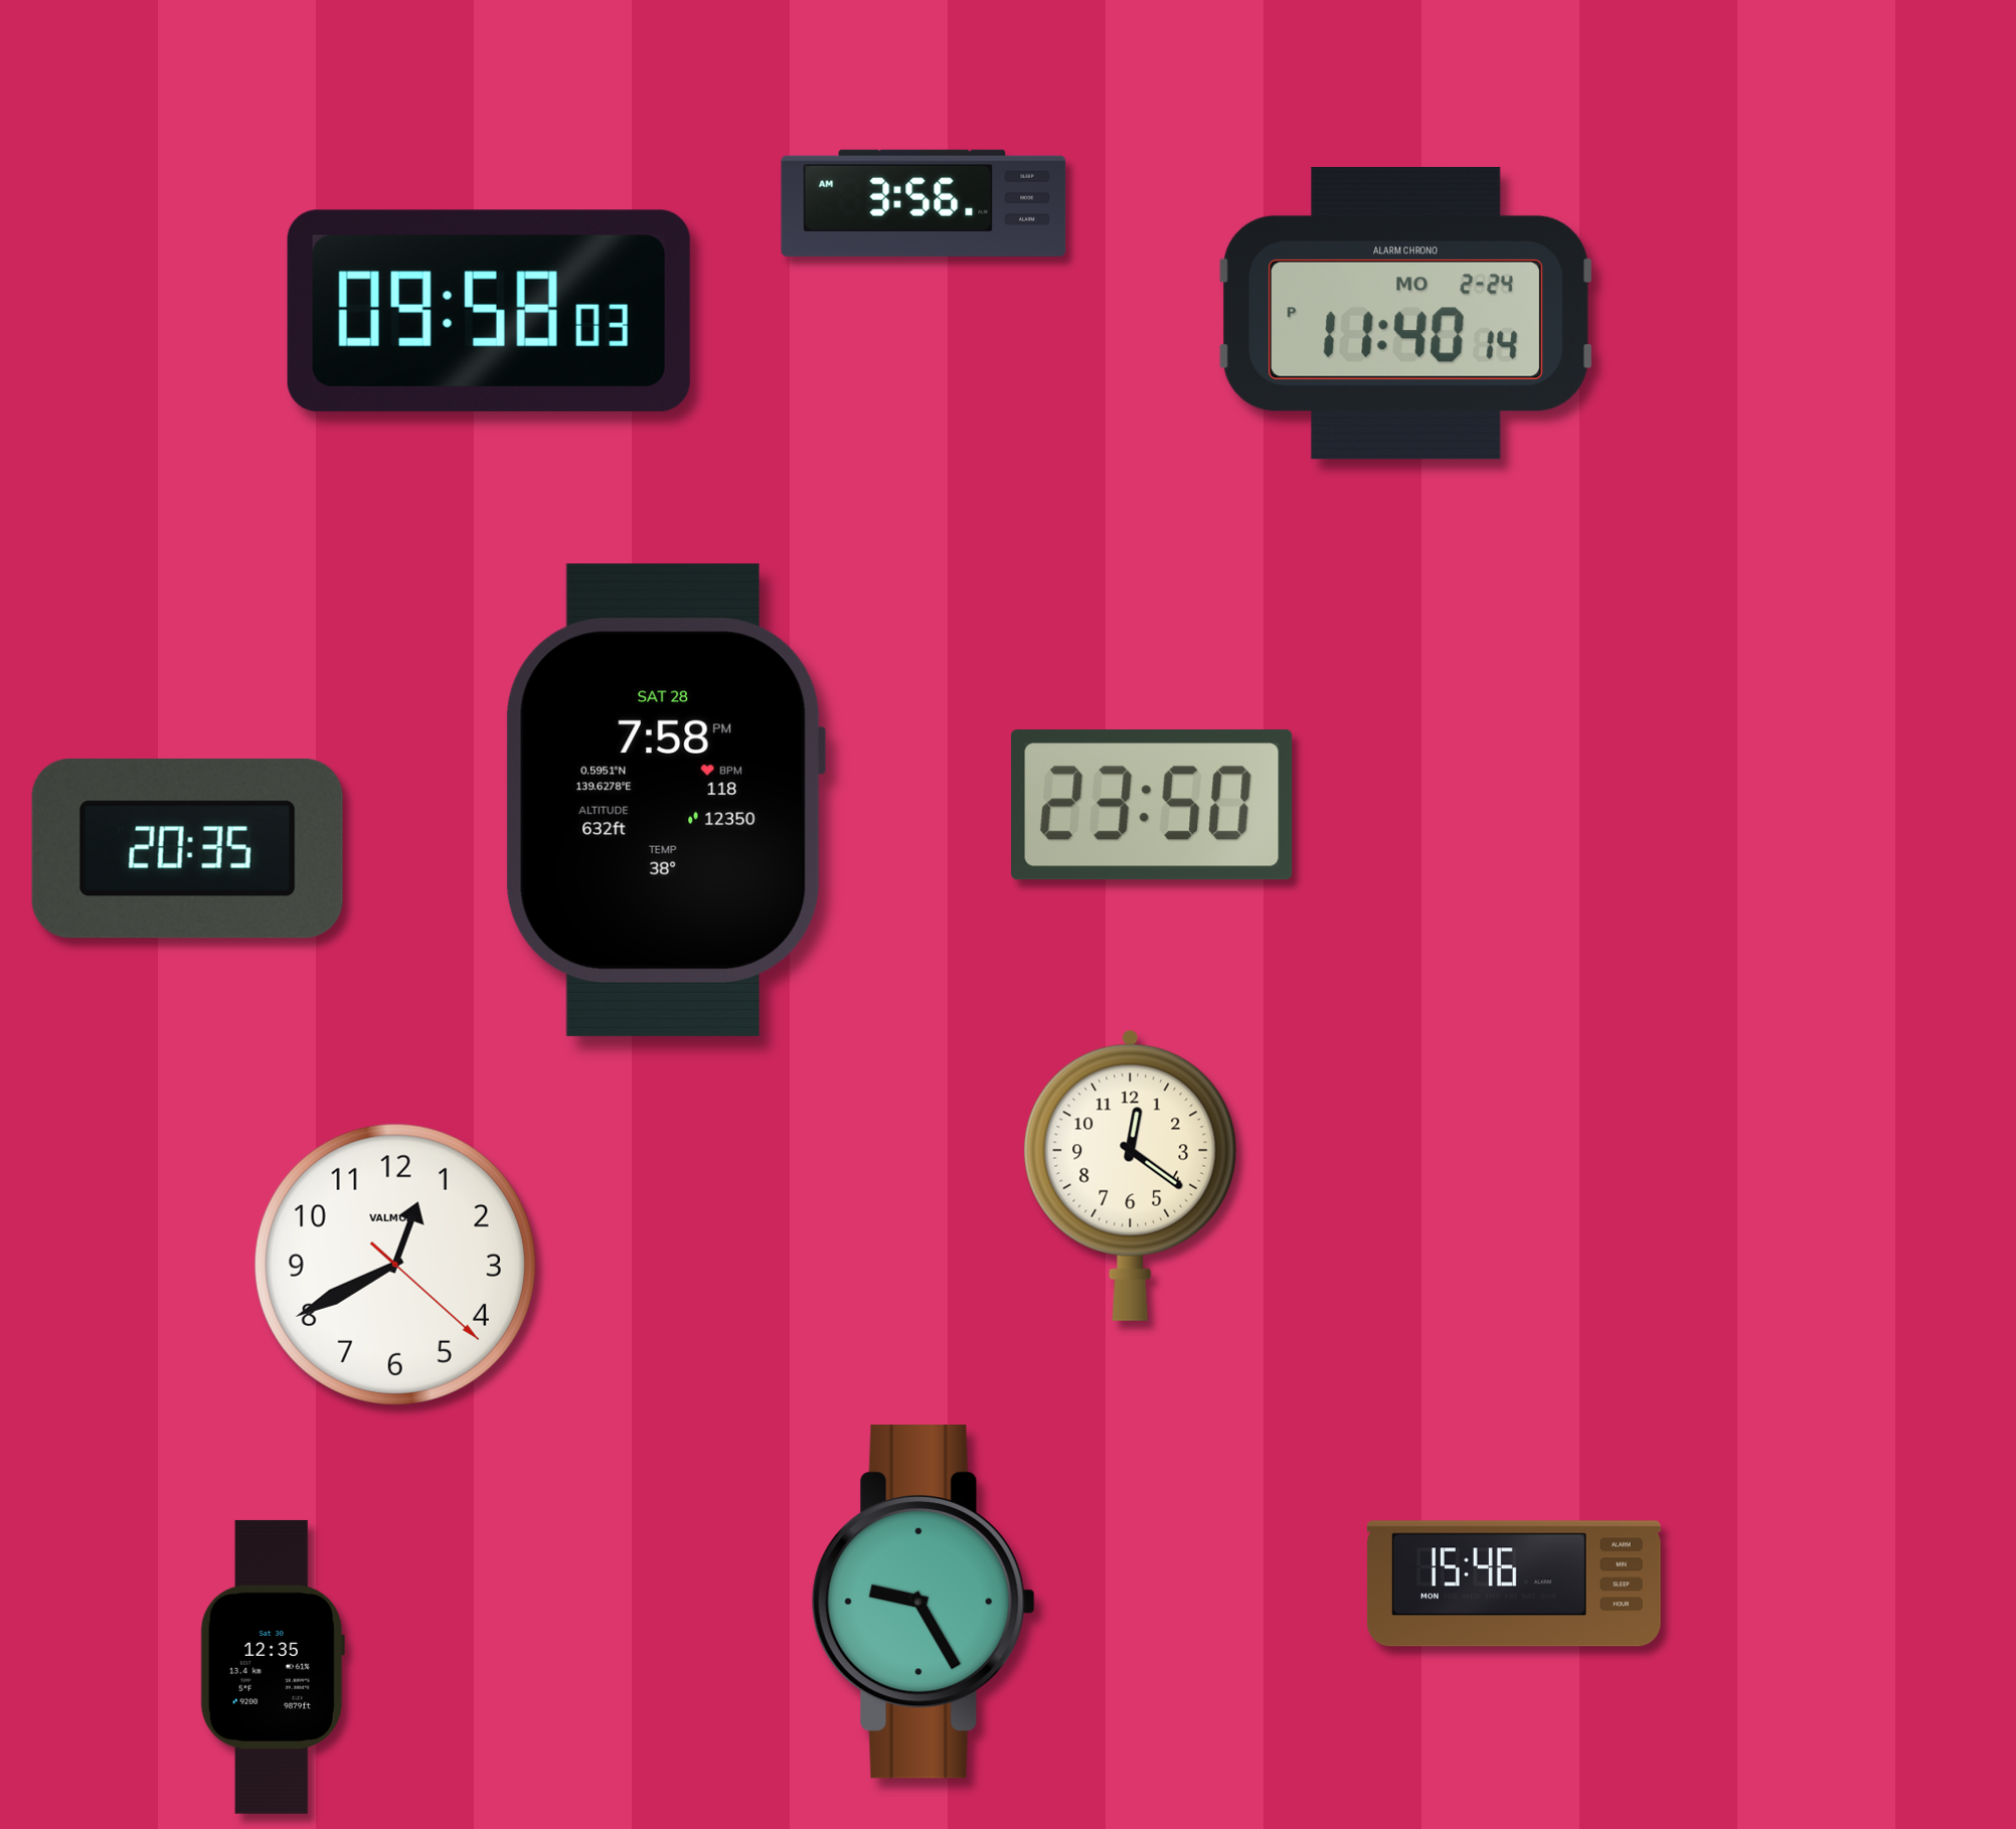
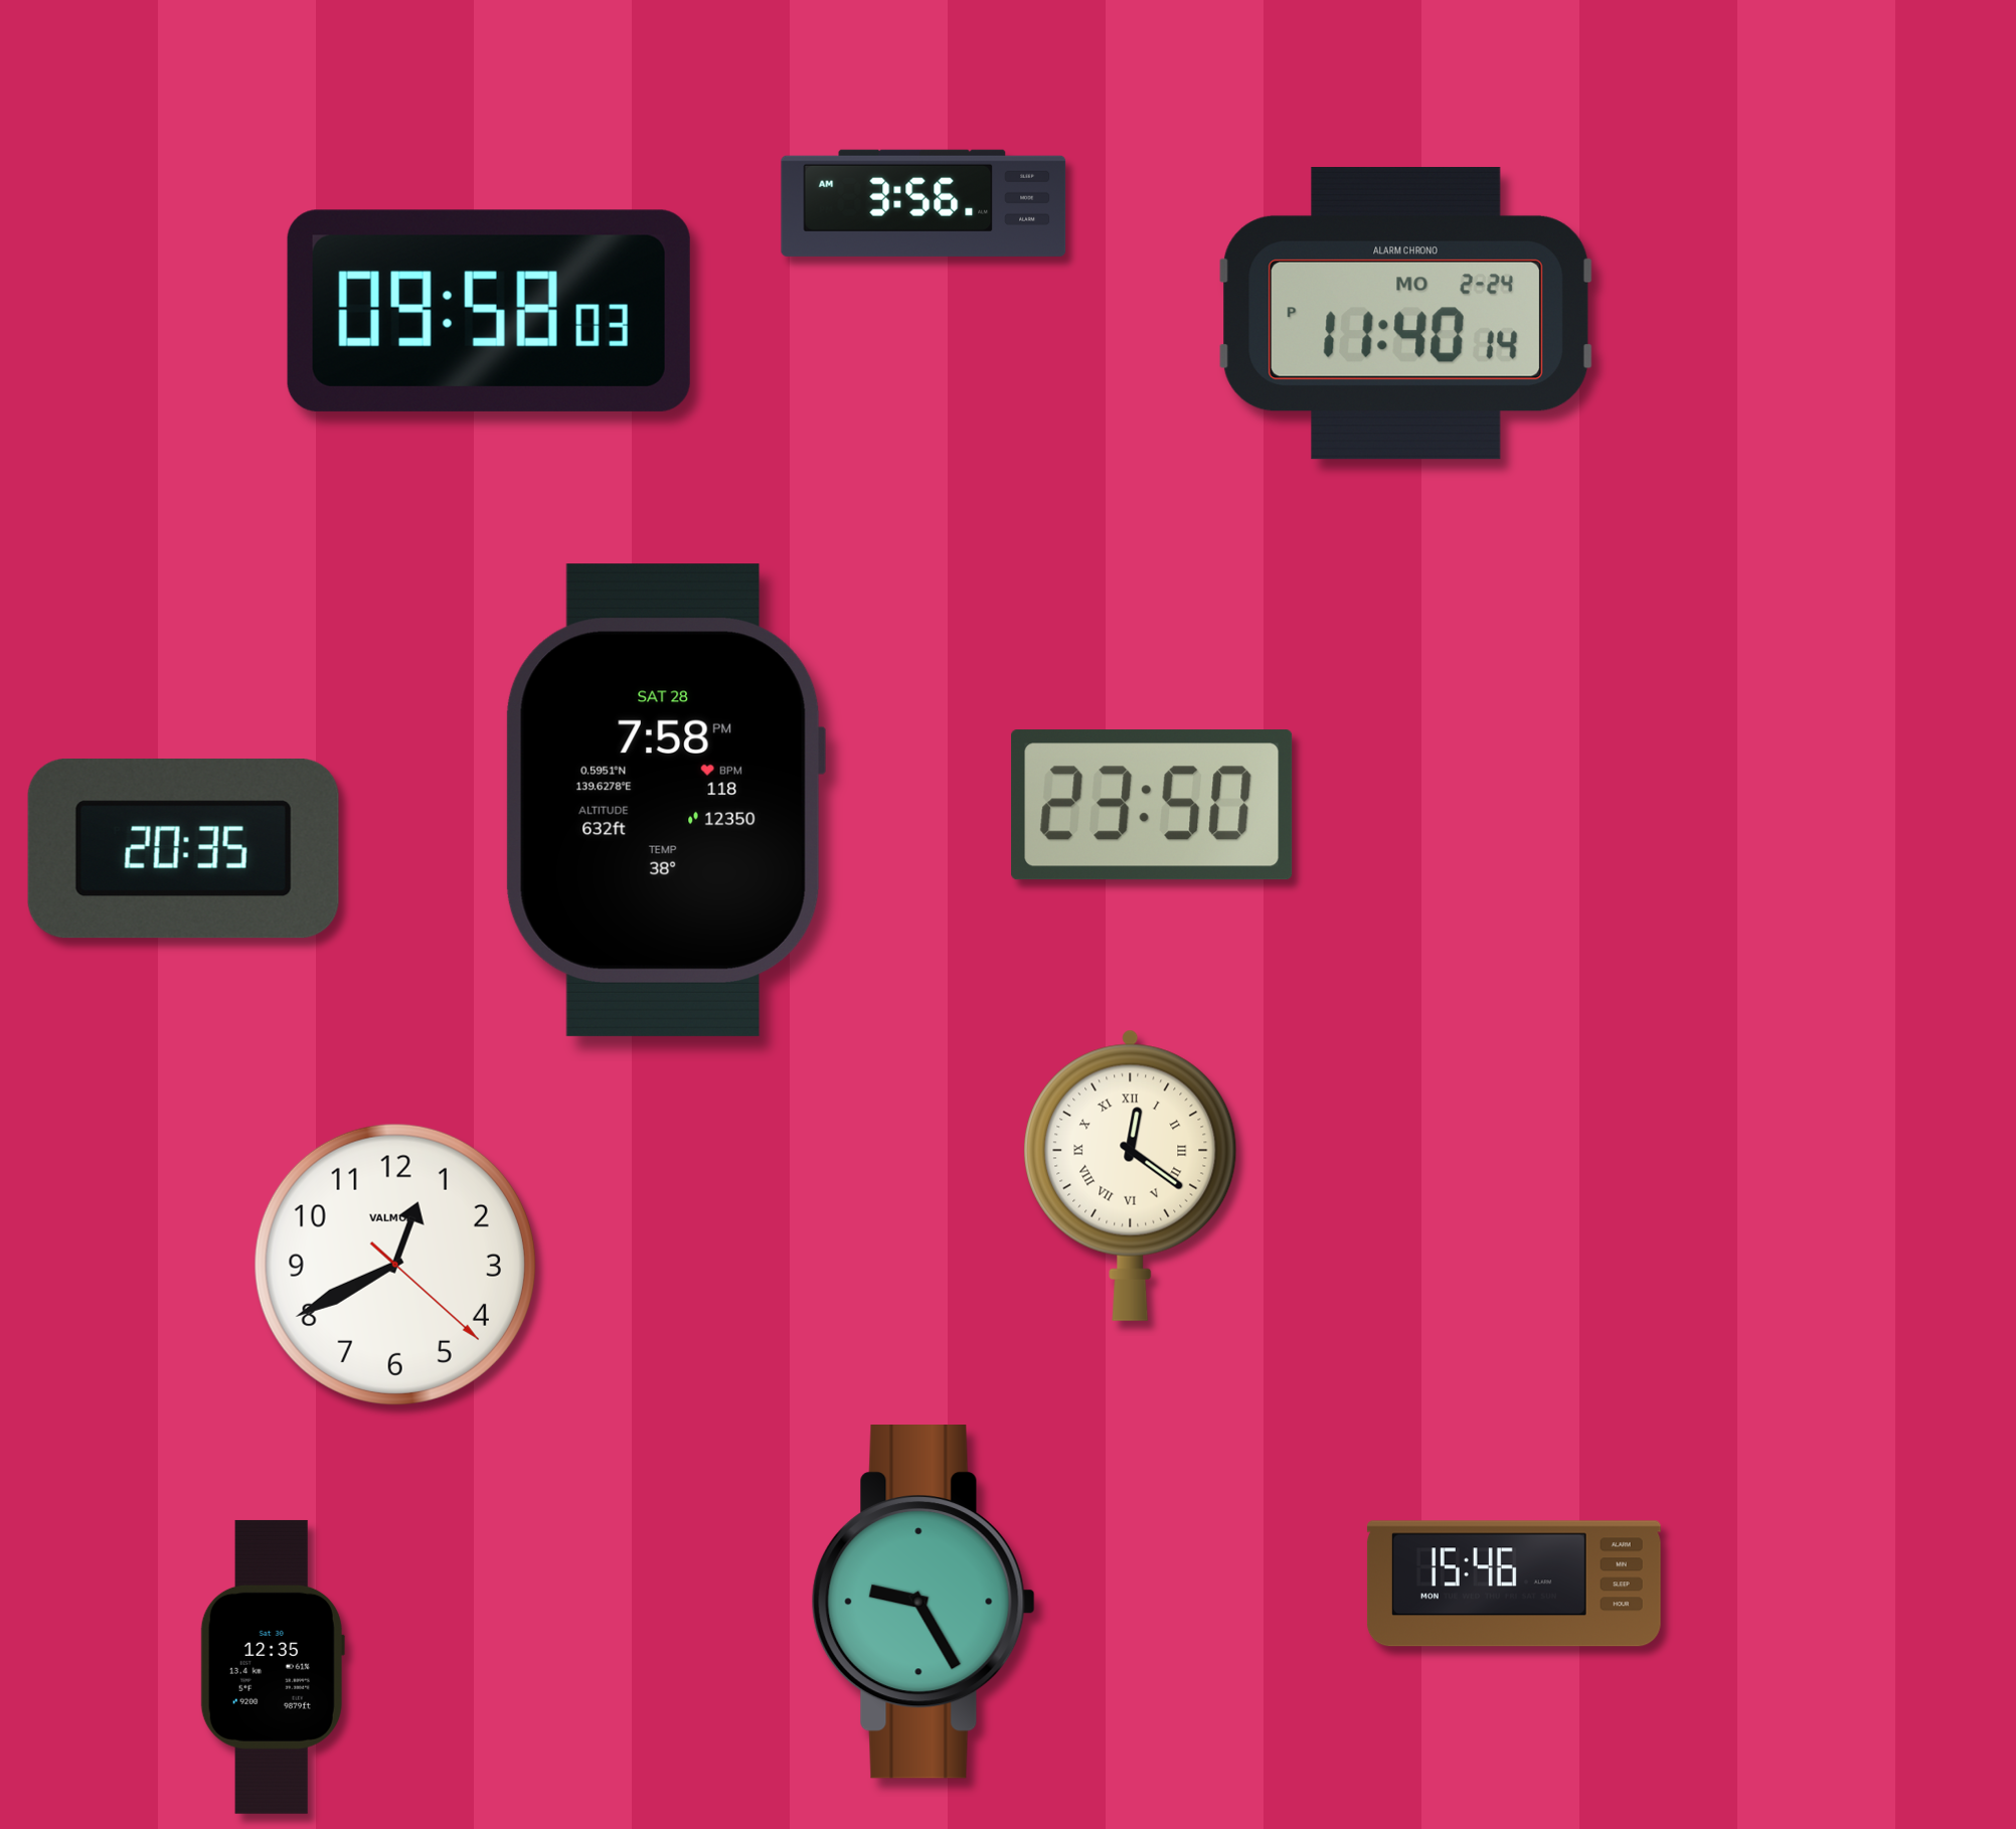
clock at (187, 849) position: (187, 849) -> (183, 849)
clock at (1131, 1175) numerals: Arabic -> Roman
